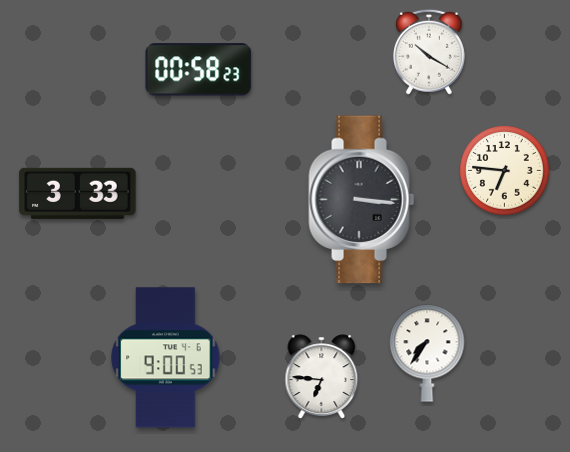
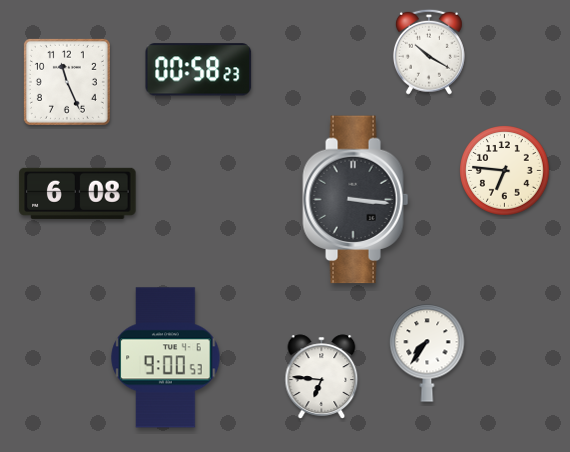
clock at (67, 82): none -> 11:26
clock at (78, 193): 3:33 -> 6:08
clock at (362, 200) position: (362, 200) -> (356, 200)
